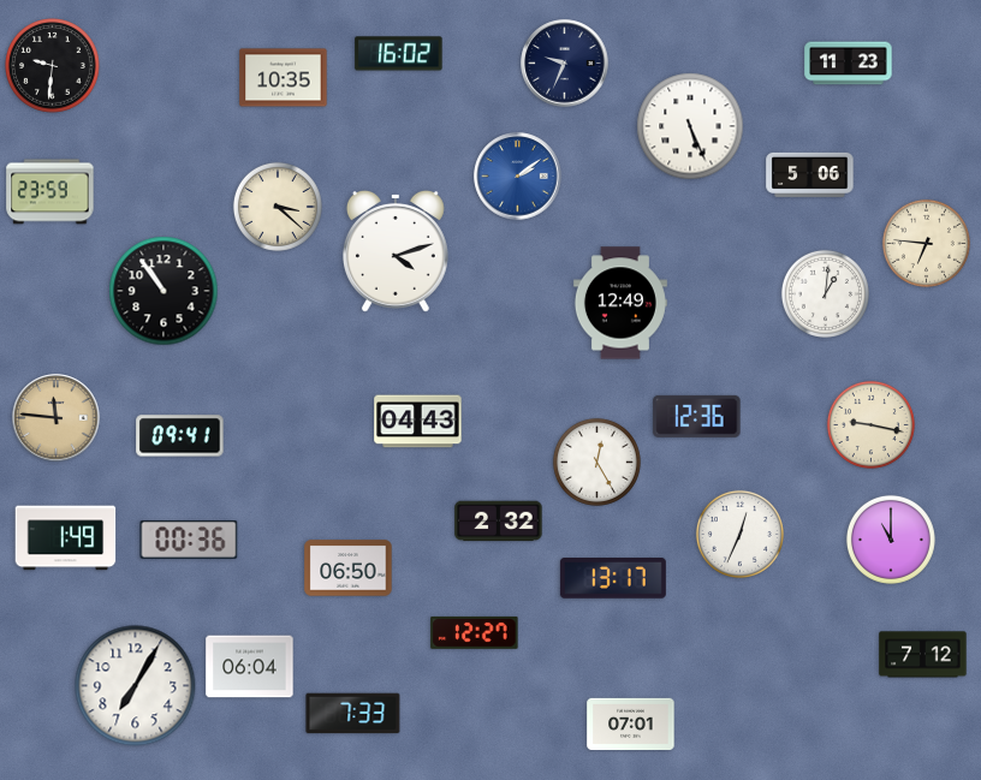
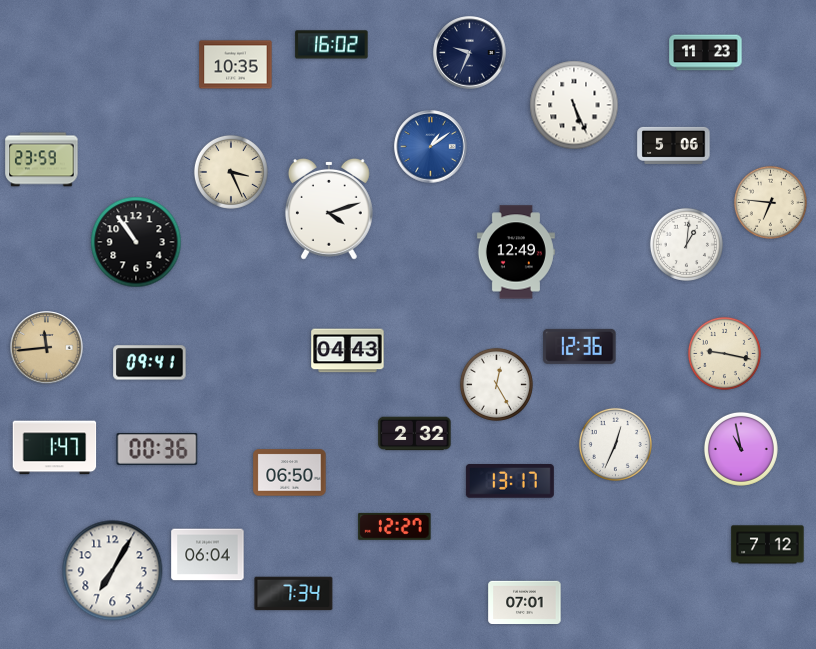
clock at (53, 66): 9:31 -> none
clock at (518, 177): 2:09 -> 1:09
clock at (278, 207): 3:22 -> 3:26
clock at (57, 418): 11:46 -> 11:44
clock at (66, 538): 1:49 -> 1:47
clock at (891, 540): 11:00 -> 10:58
clock at (353, 714): 7:33 -> 7:34
